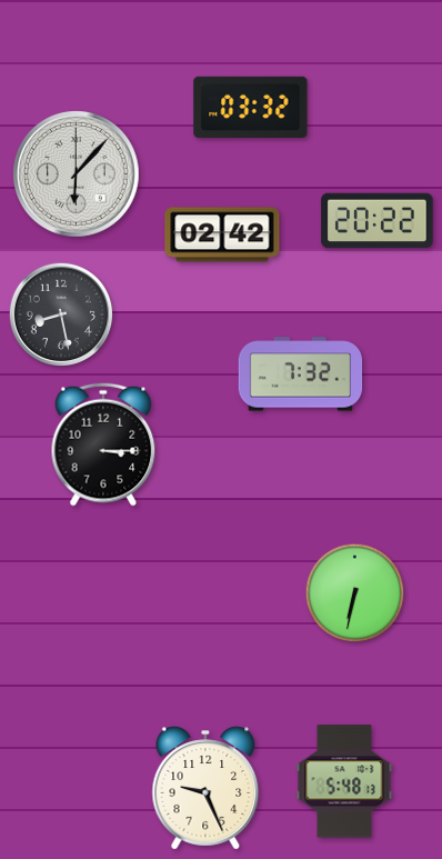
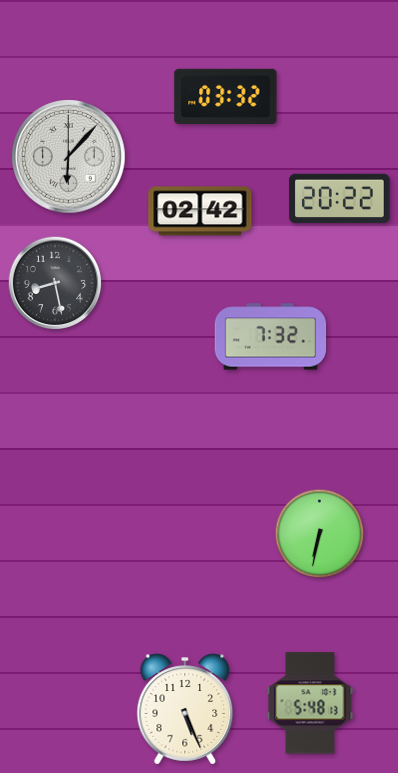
clock at (103, 445): 3:15 -> none
clock at (205, 788): 9:26 -> 5:26
